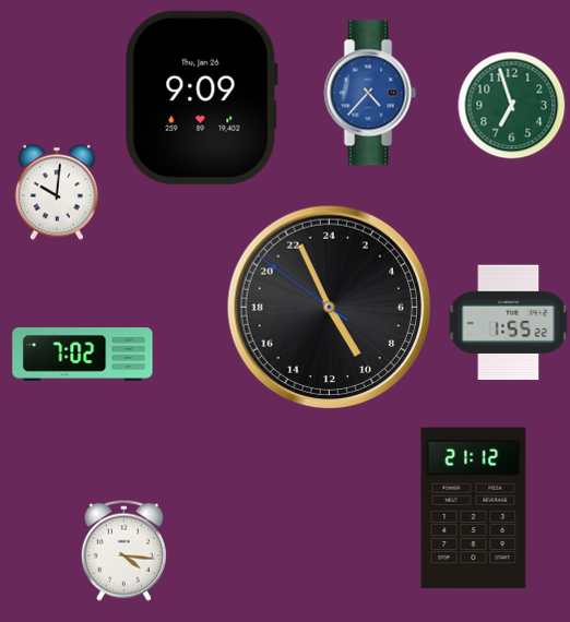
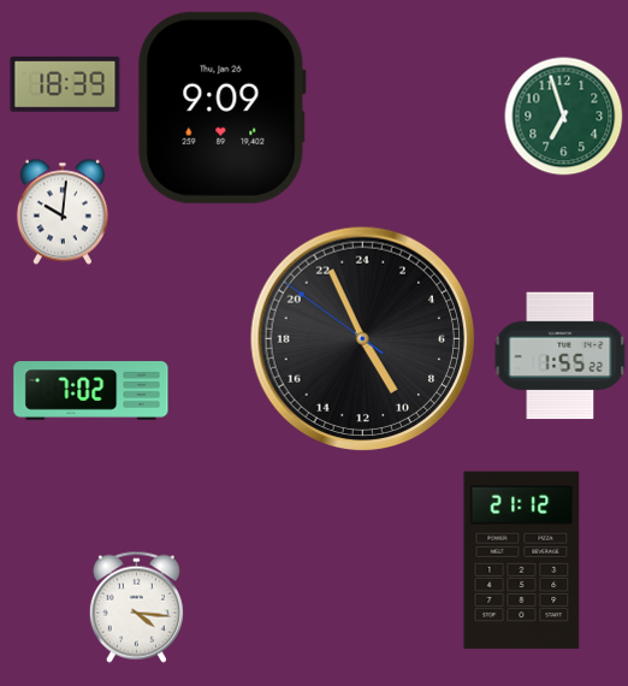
clock at (65, 85): none -> 18:39
clock at (370, 93): 4:37 -> none
